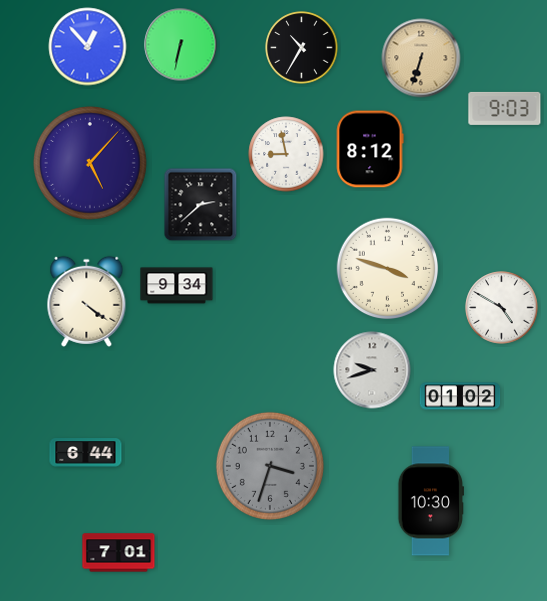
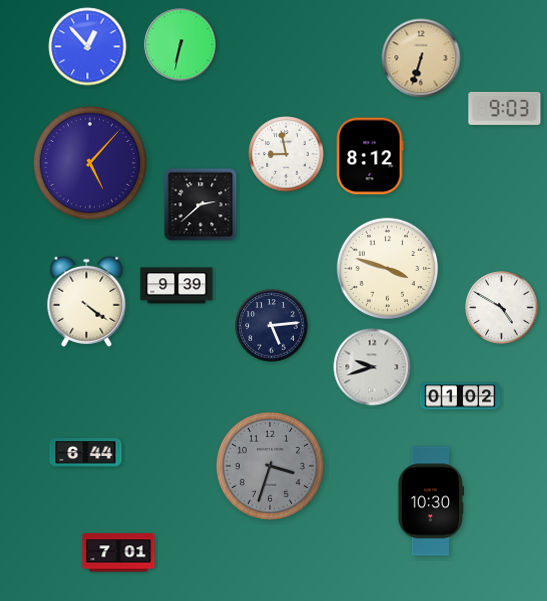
clock at (302, 48): 10:35 -> none
clock at (370, 149) position: (370, 149) -> (370, 156)
clock at (177, 286): 9:34 -> 9:39
clock at (272, 326): none -> 5:14
clock at (372, 370) position: (372, 370) -> (372, 367)
